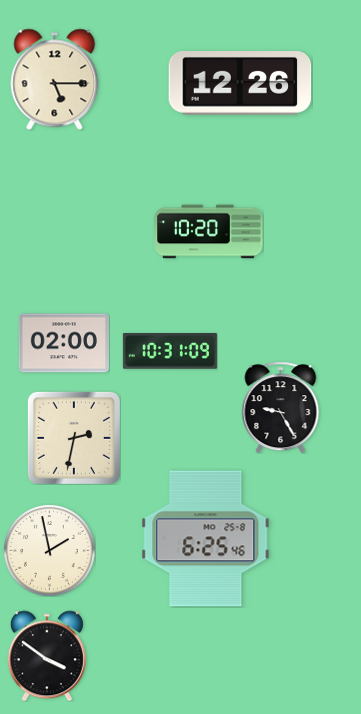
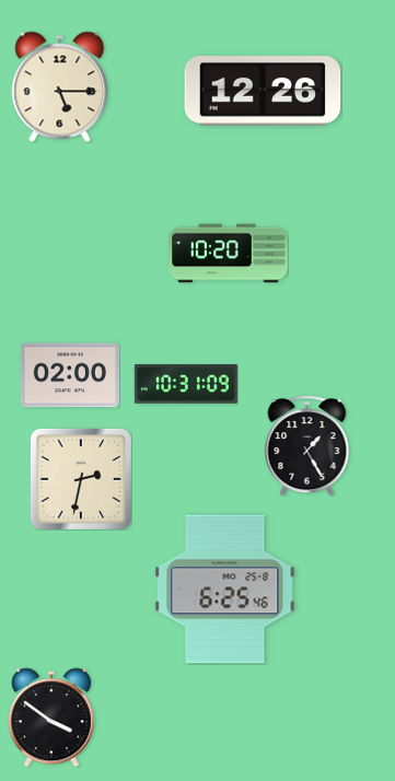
clock at (281, 407): 9:25 -> 1:25
clock at (49, 550): 1:58 -> none
